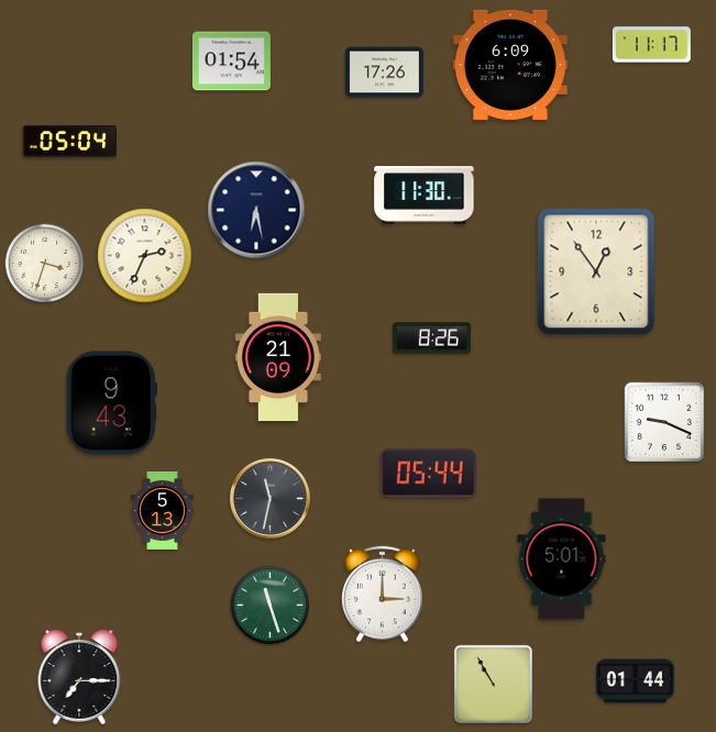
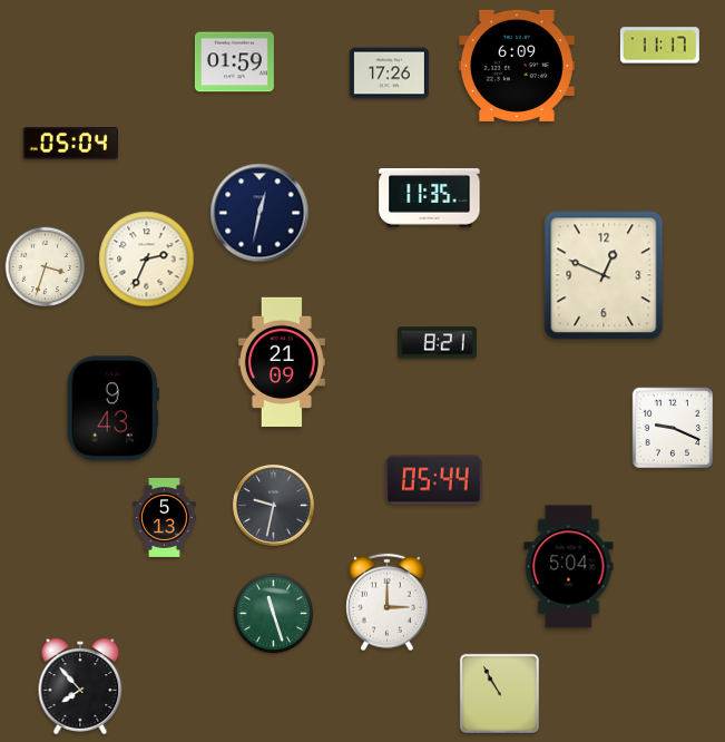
clock at (231, 62): 01:54 -> 01:59
clock at (425, 196): 11:30 -> 11:35
clock at (256, 210): 6:28 -> 12:32
clock at (596, 271): 12:54 -> 12:49
clock at (431, 339): 8:26 -> 8:21
clock at (269, 498): 11:32 -> 9:32
clock at (562, 559): 5:01 -> 5:04
clock at (79, 677): 7:15 -> 7:53
clock at (635, 681): 01:44 -> none
